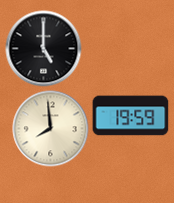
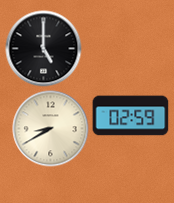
clock at (131, 116): 19:59 -> 02:59
clock at (51, 129): 7:59 -> 8:40
